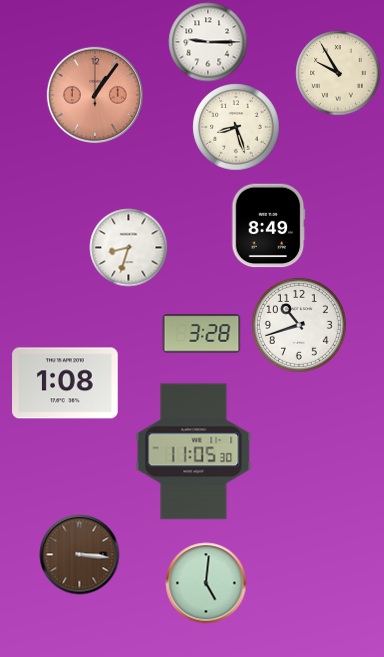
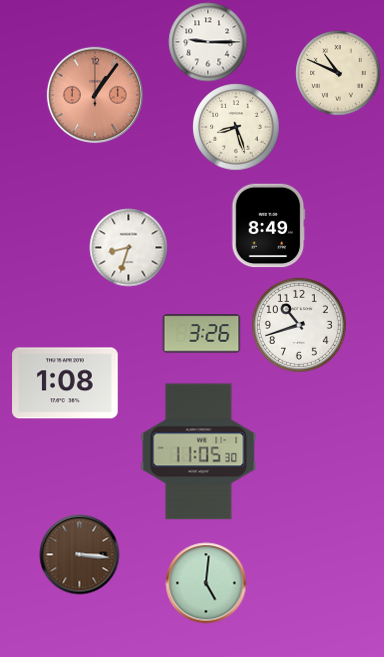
clock at (338, 73): 9:55 -> 10:49
clock at (201, 334): 3:28 -> 3:26
clock at (194, 452) position: (194, 452) -> (199, 452)
